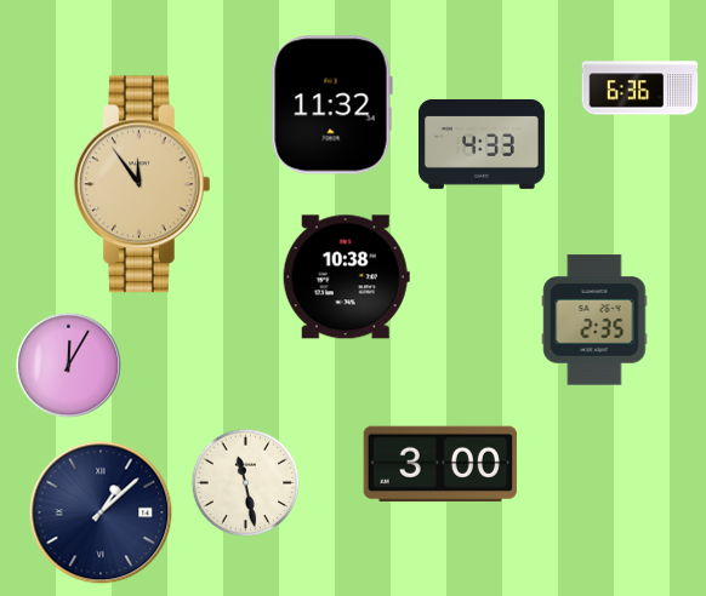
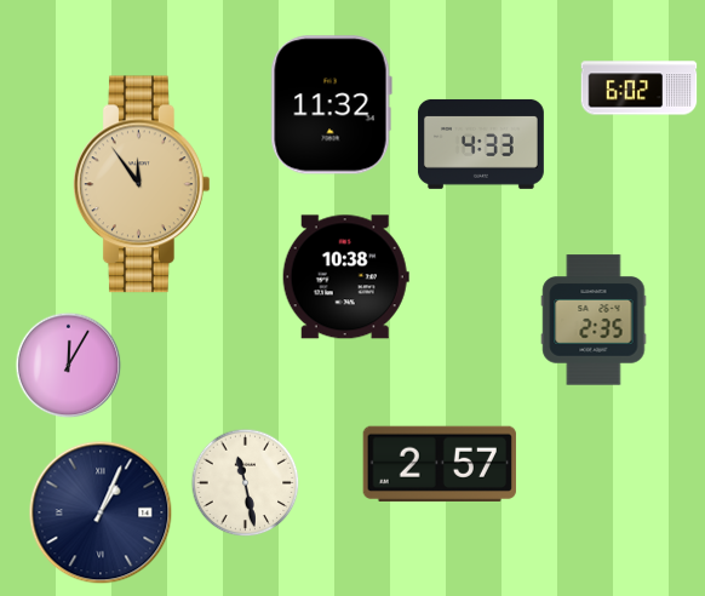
clock at (640, 88): 6:36 -> 6:02
clock at (440, 464): 3:00 -> 2:57
clock at (101, 512): 1:08 -> 1:04
